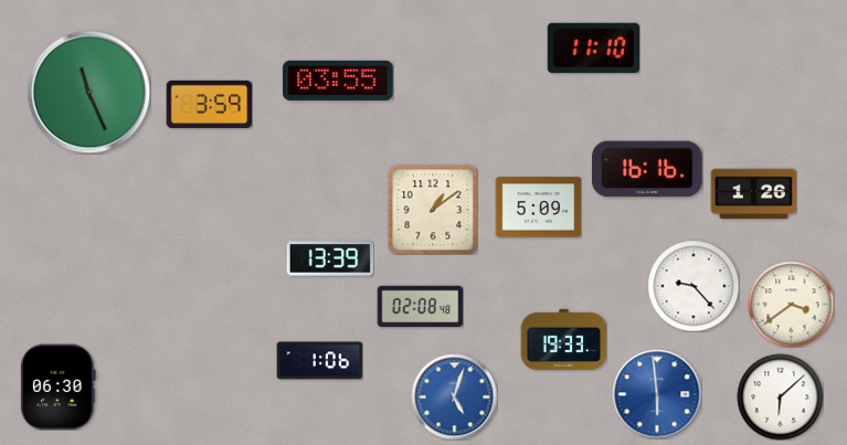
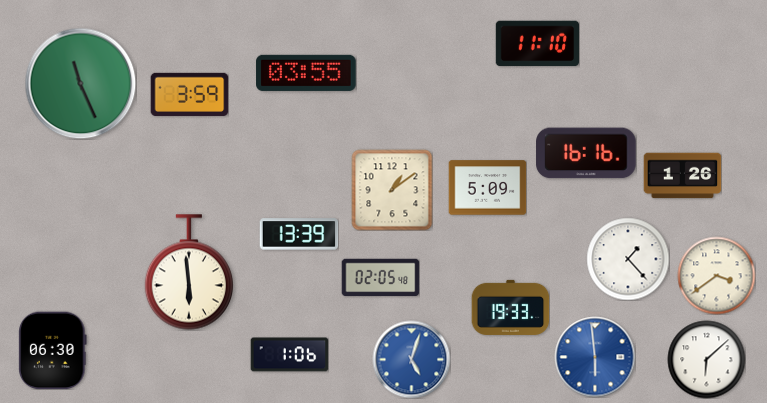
clock at (694, 286): 9:23 -> 1:23
clock at (188, 272): none -> 5:59
clock at (420, 307): 02:08 -> 02:05
clock at (319, 361) position: (319, 361) -> (289, 355)
